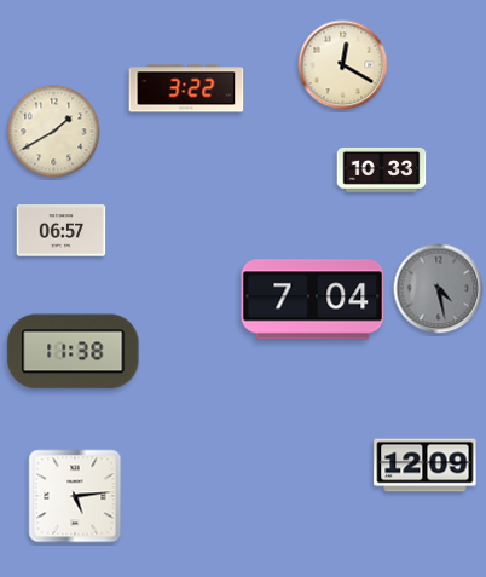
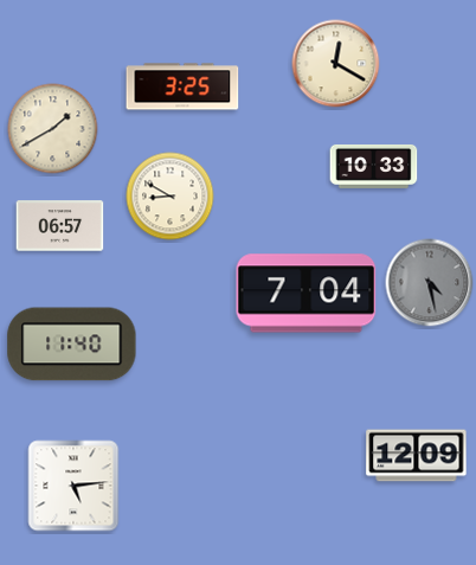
clock at (186, 88): 3:22 -> 3:25
clock at (171, 197): none -> 8:50
clock at (74, 352): 11:38 -> 11:40
